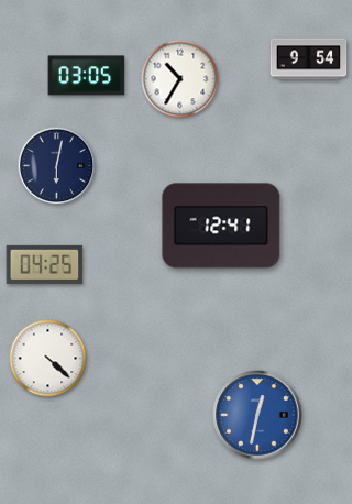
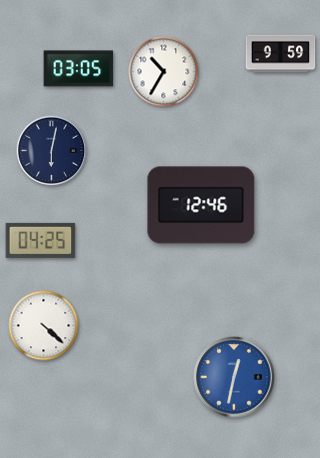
clock at (309, 59): 9:54 -> 9:59
clock at (221, 226): 12:41 -> 12:46
